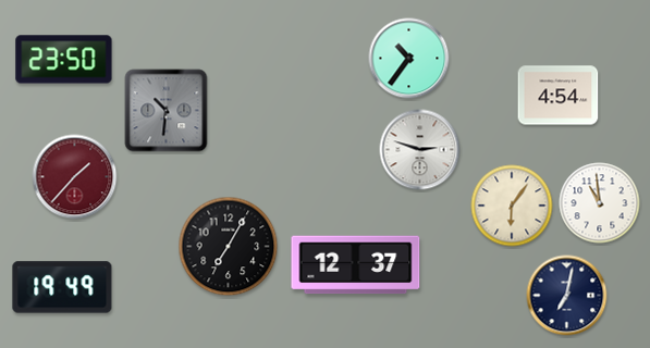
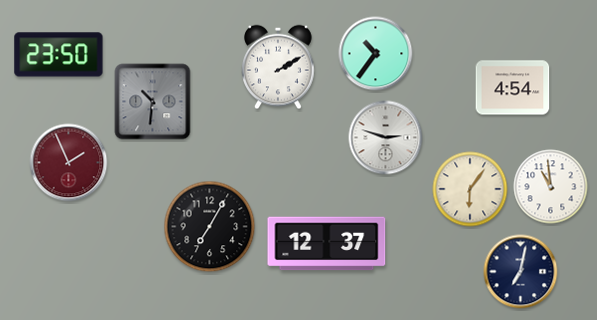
clock at (278, 67): none -> 2:10
clock at (75, 177): 1:37 -> 1:56
clock at (62, 287): 19:49 -> none
